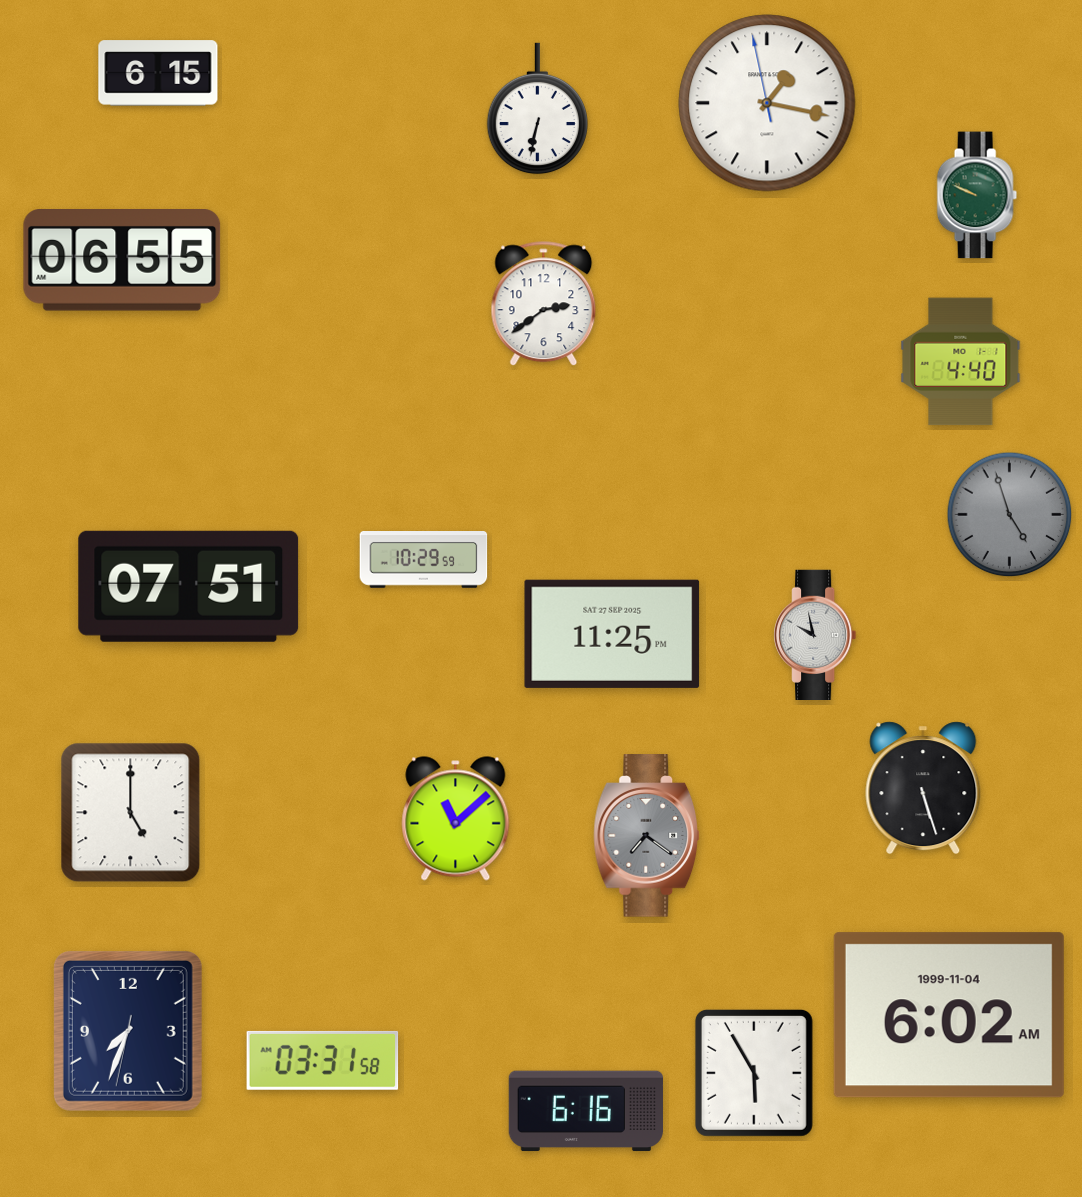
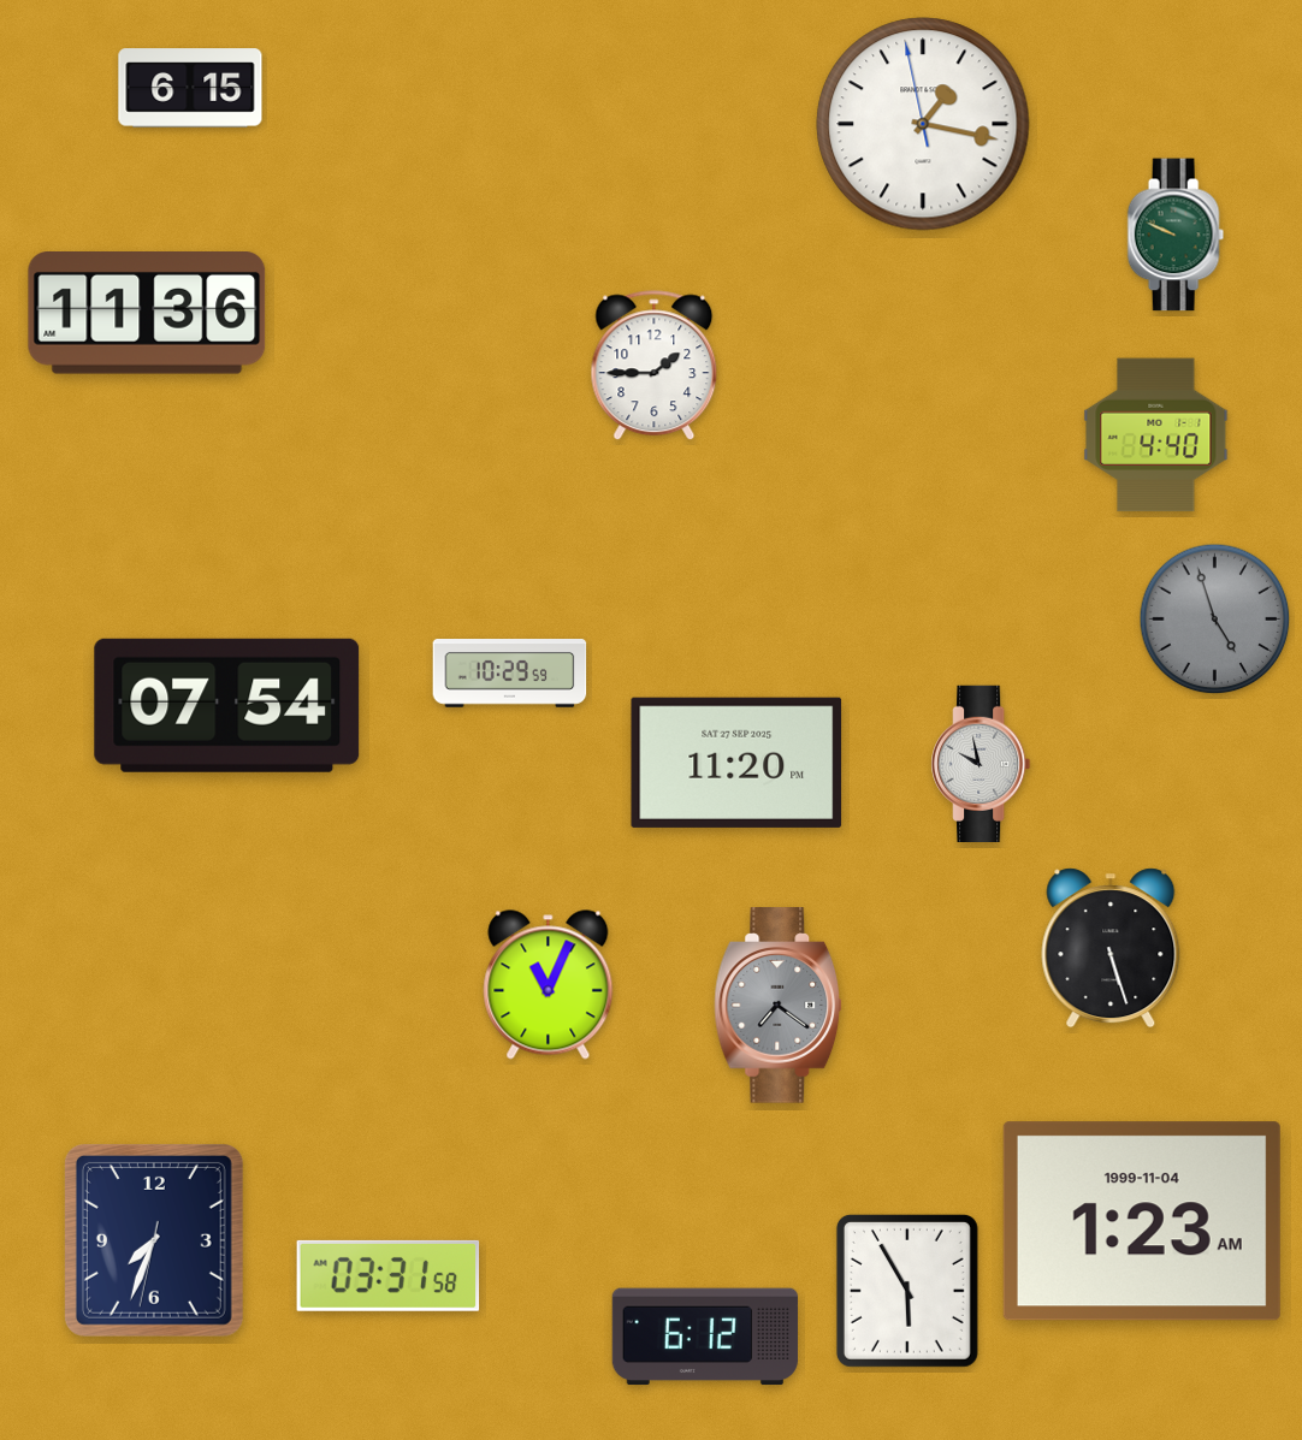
clock at (537, 109): 6:32 -> none
clock at (122, 261): 06:55 -> 11:36
clock at (544, 304): 2:39 -> 1:45
clock at (189, 586): 07:51 -> 07:54
clock at (612, 634): 11:25 -> 11:20
clock at (131, 813): 5:00 -> none
clock at (456, 819): 11:08 -> 11:04
clock at (949, 1015): 6:02 -> 1:23
clock at (586, 1111): 6:16 -> 6:12
